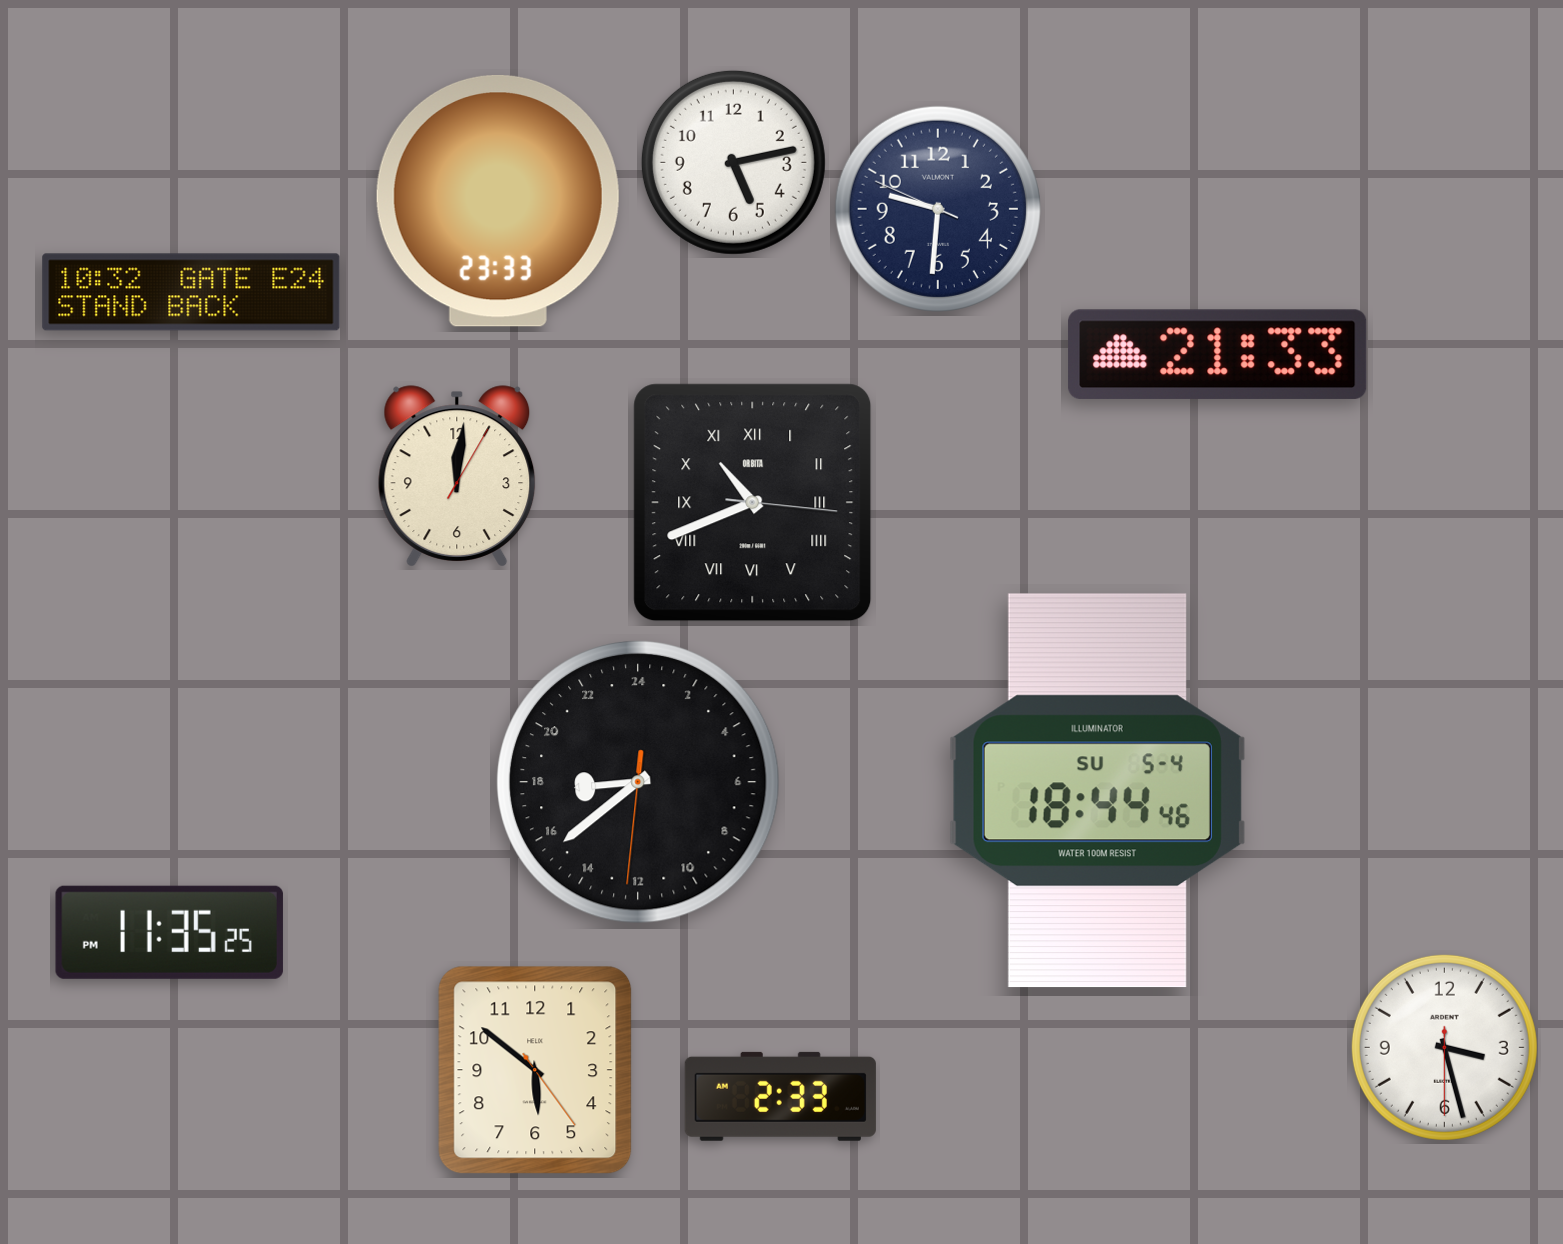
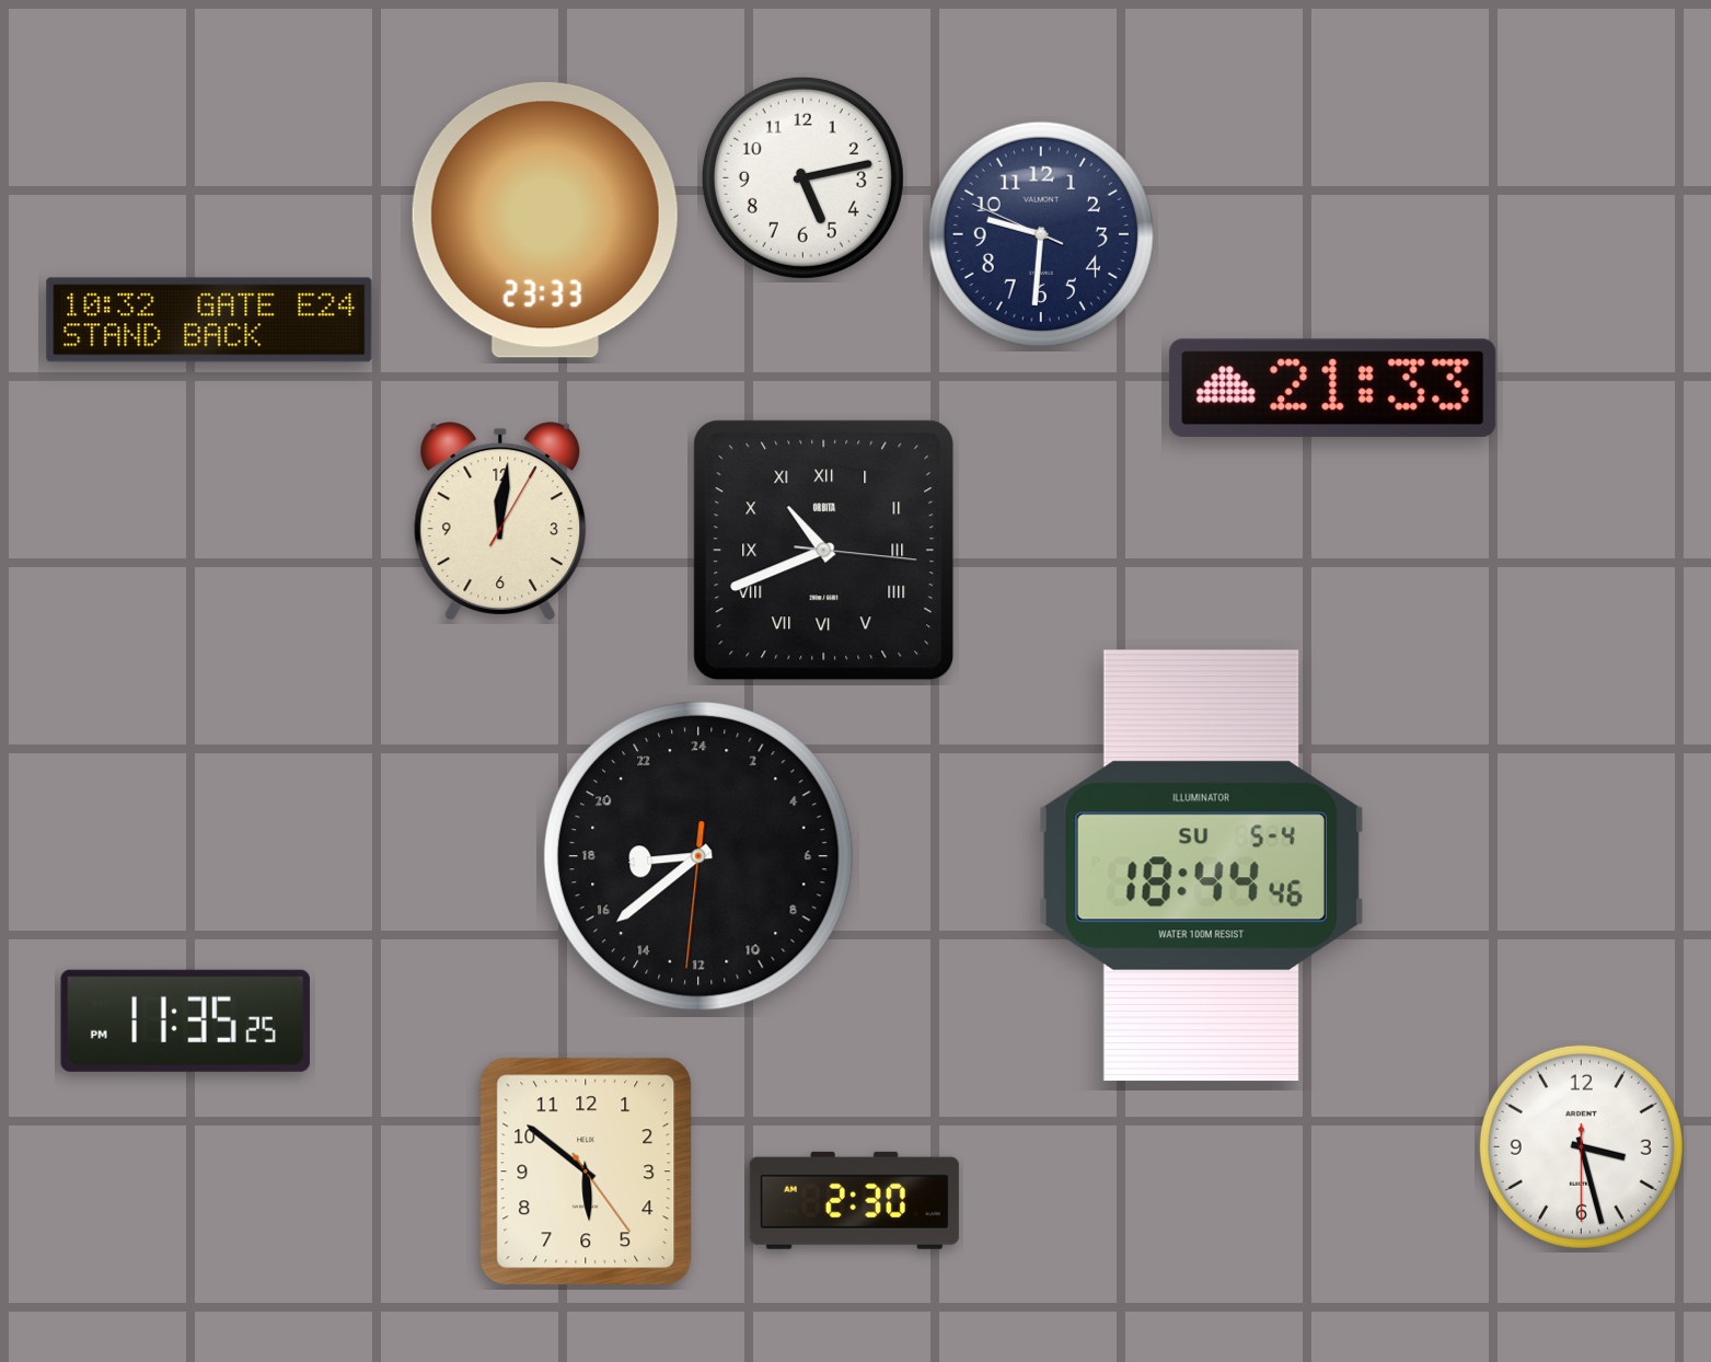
clock at (938, 209) position: (938, 209) -> (1041, 234)
clock at (780, 1096): 2:33 -> 2:30
